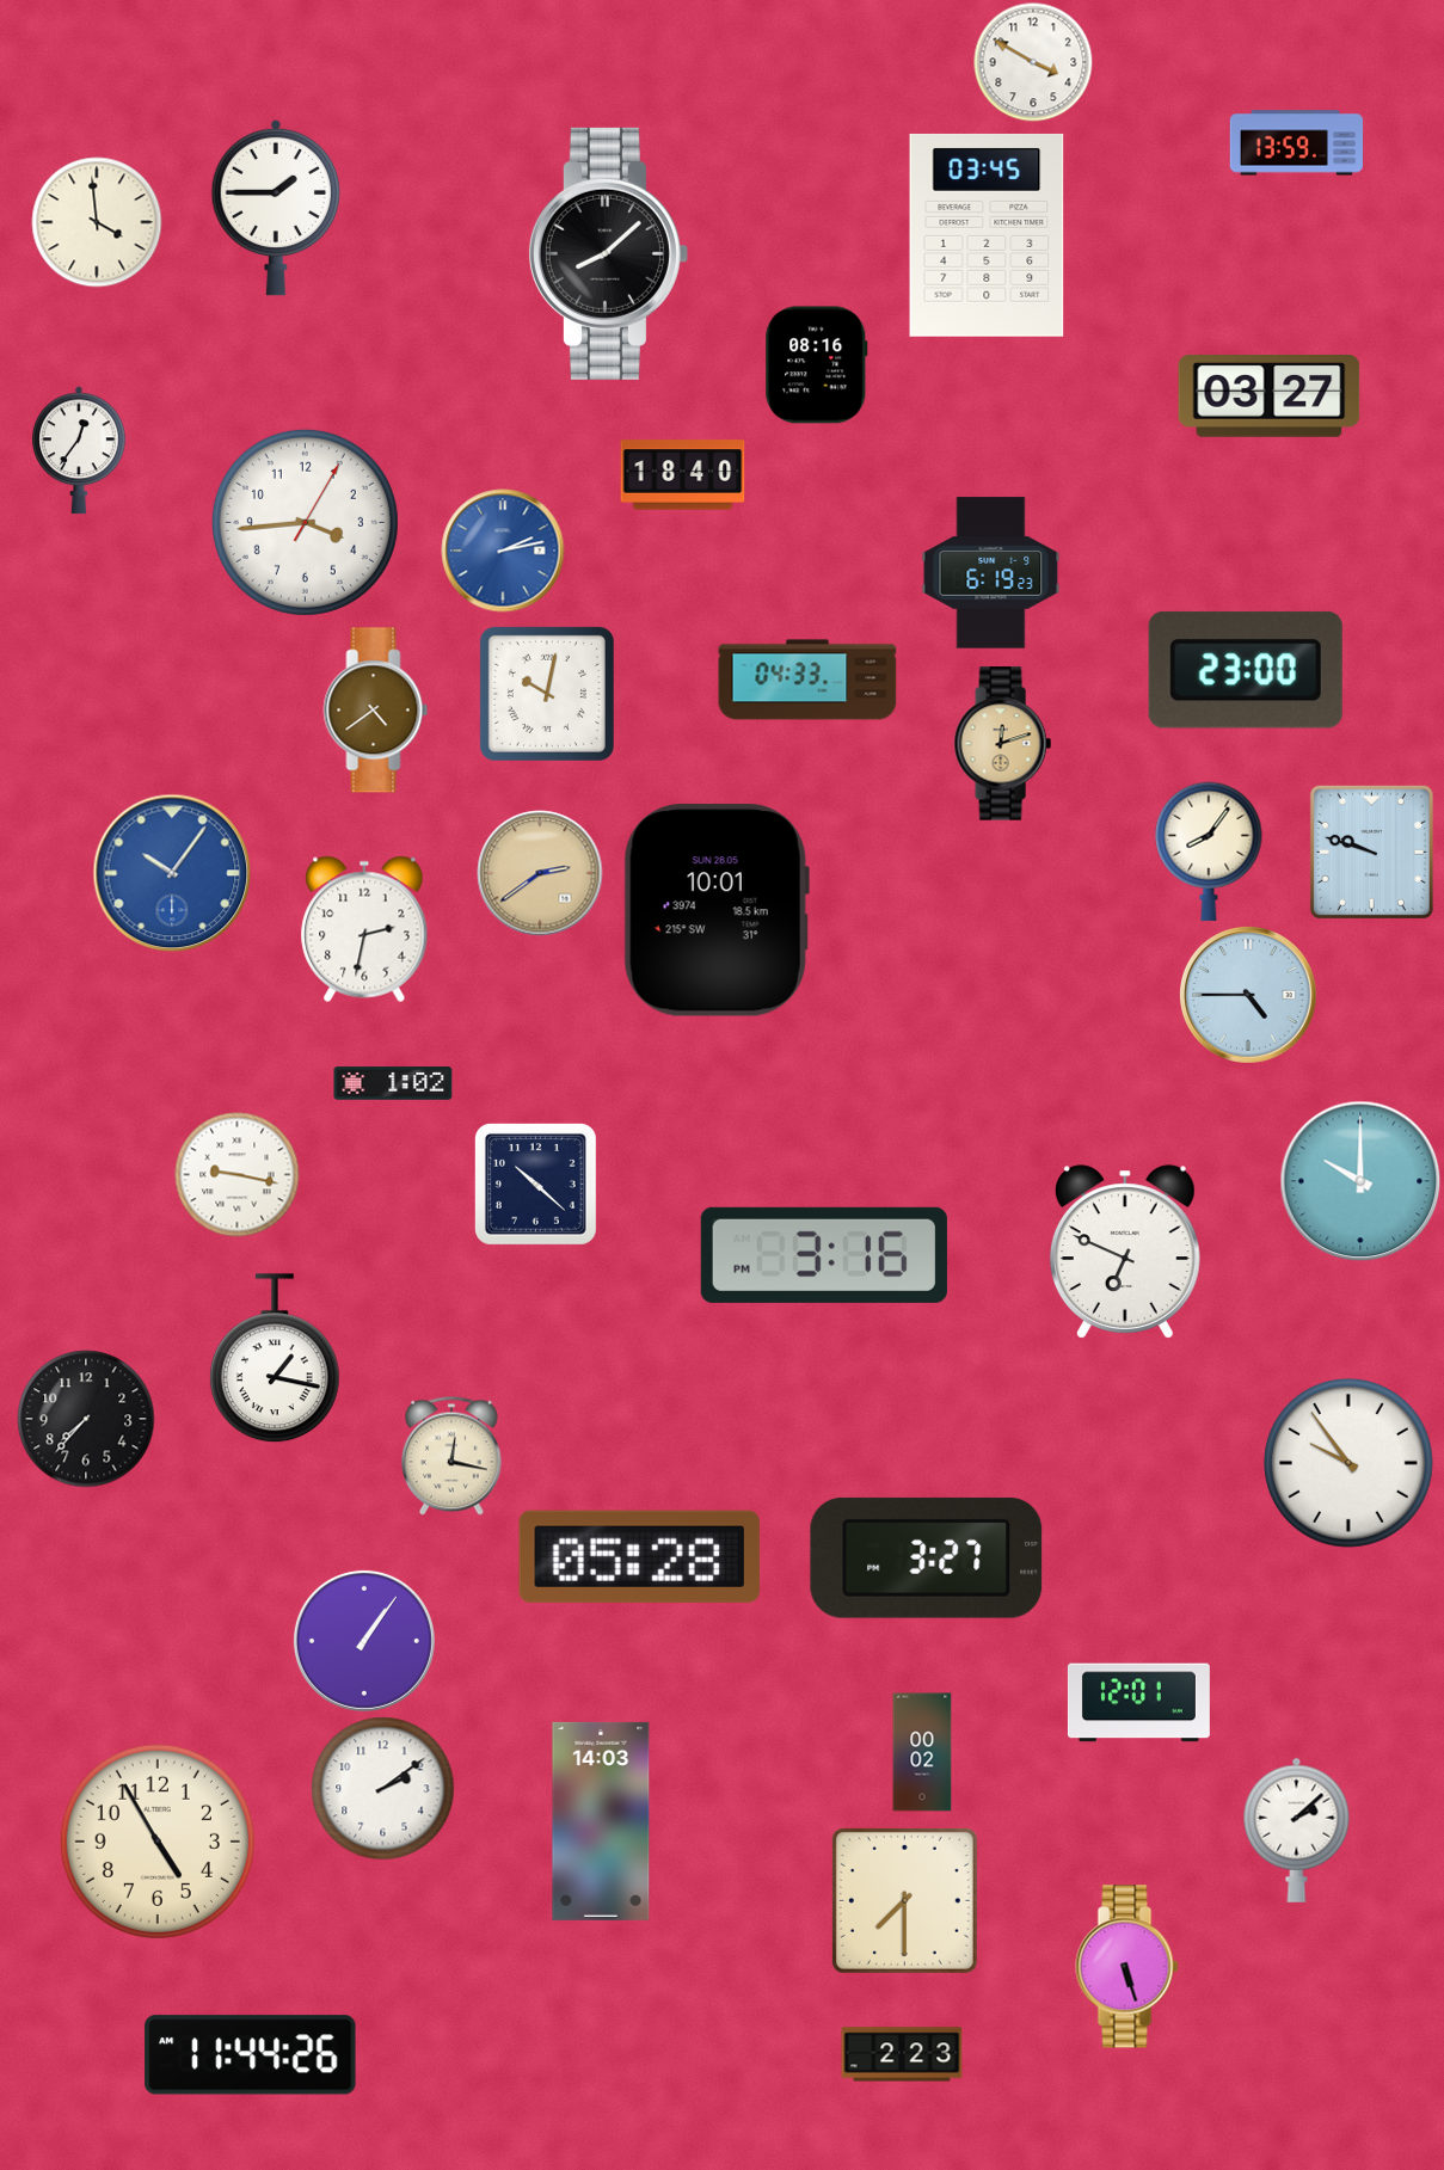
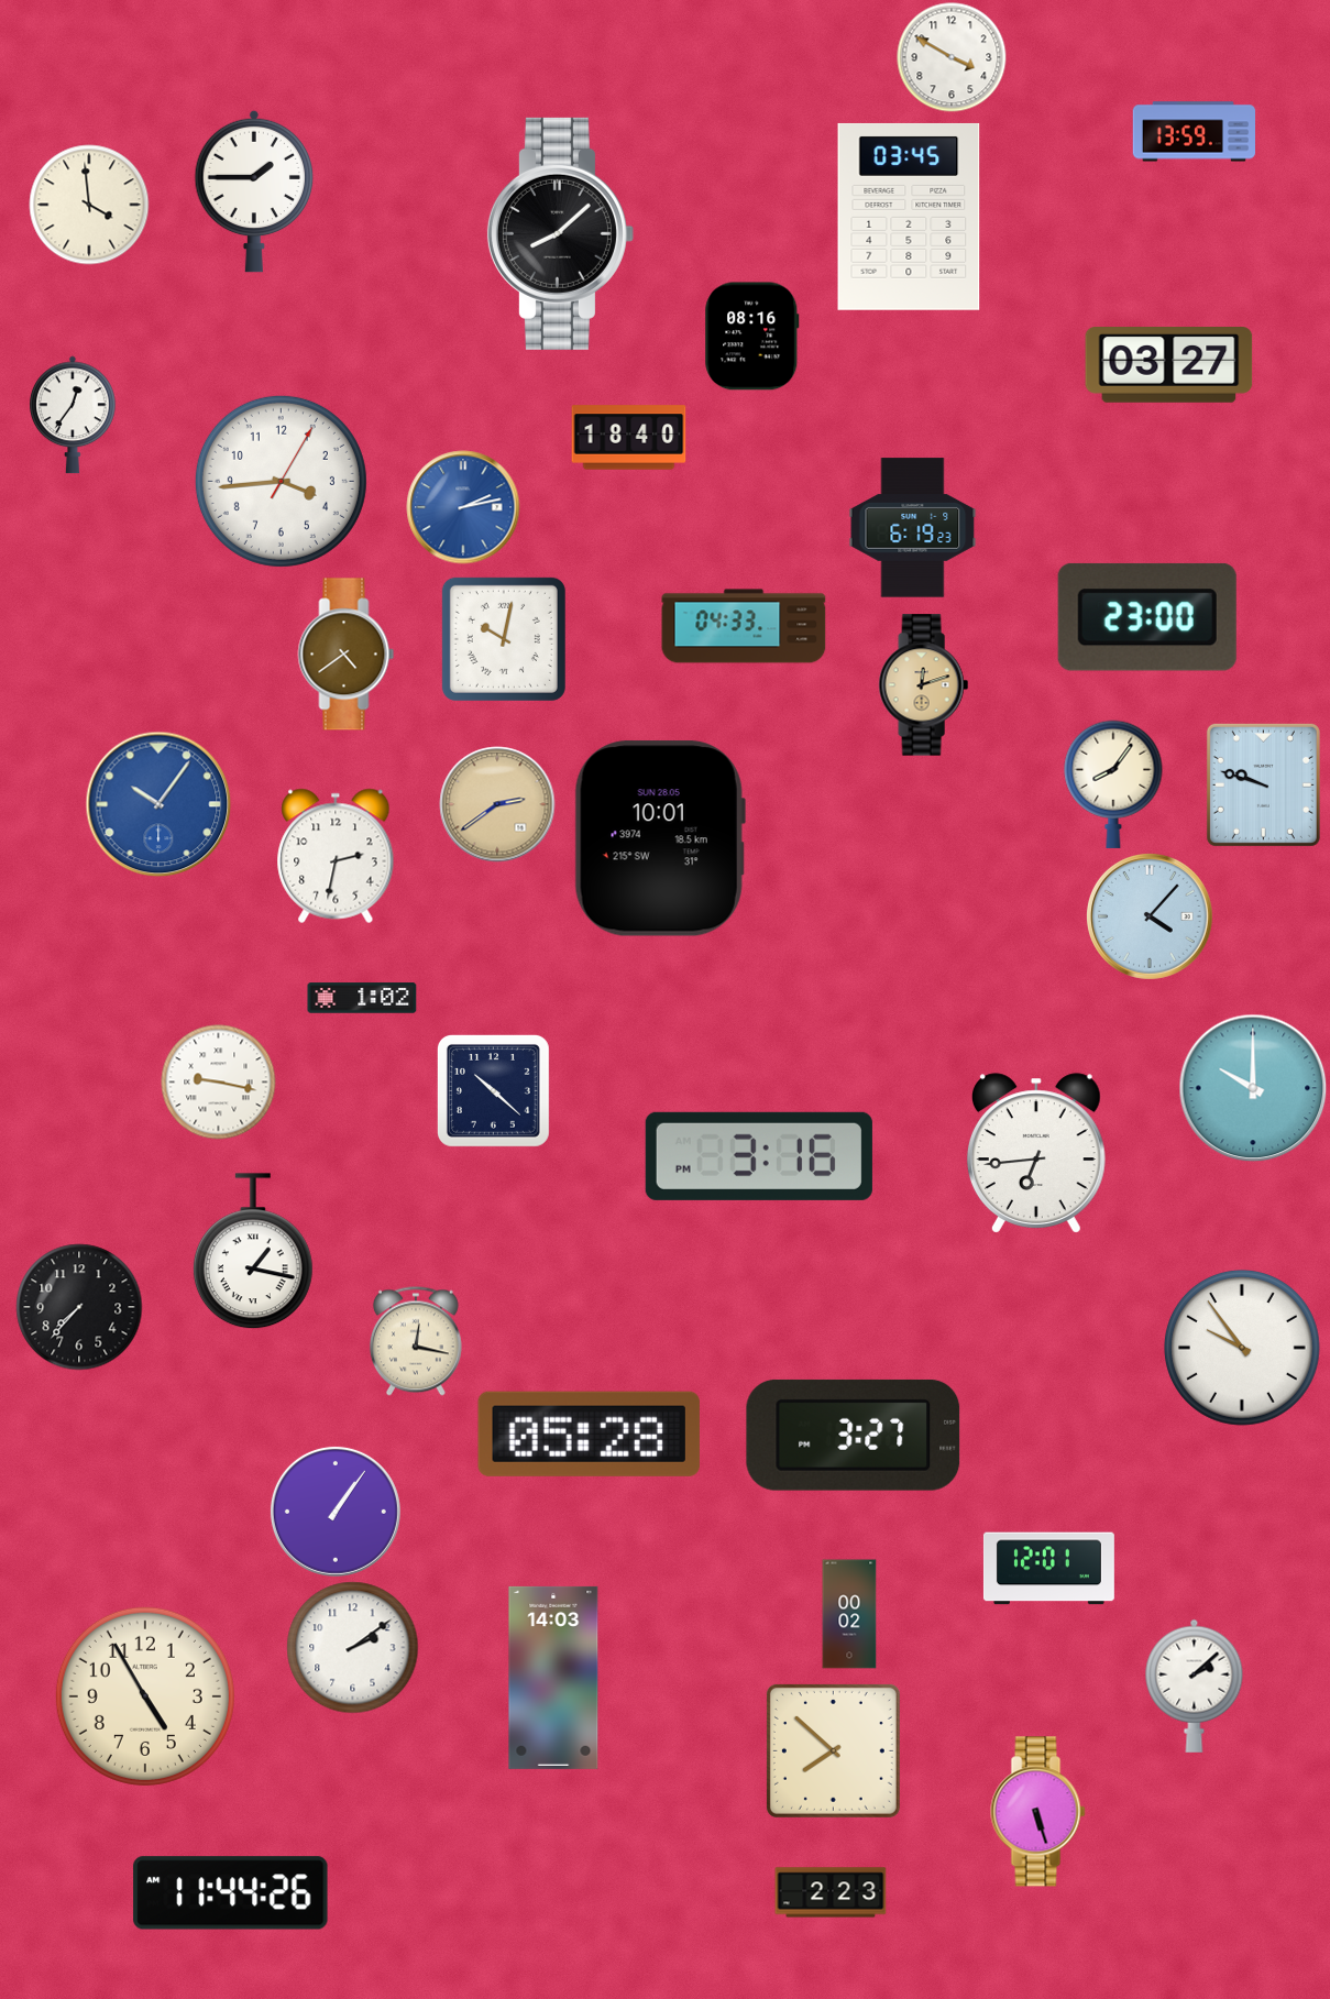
clock at (1248, 995): 4:45 -> 4:07
clock at (1125, 1252): 6:49 -> 6:44
clock at (904, 1900): 7:30 -> 7:52
